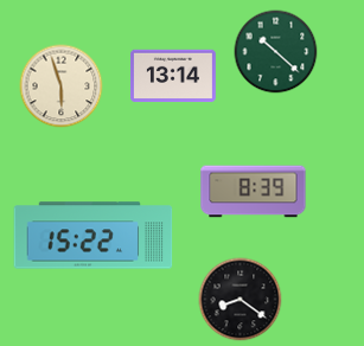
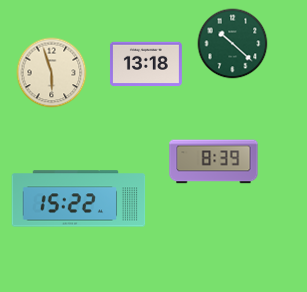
clock at (173, 76): 13:14 -> 13:18
clock at (241, 300): 8:21 -> none
